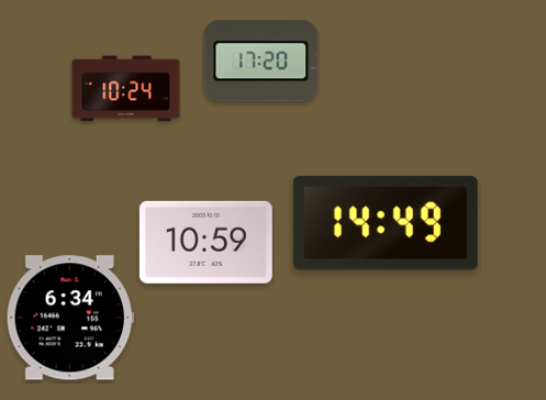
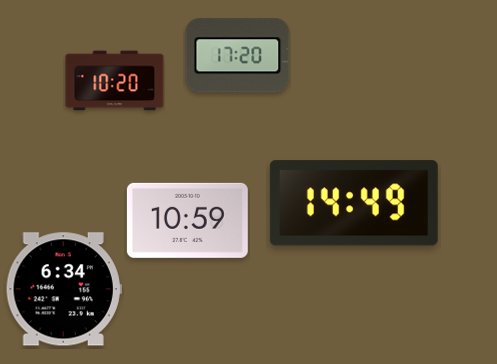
clock at (126, 89): 10:24 -> 10:20
clock at (386, 223) position: (386, 223) -> (354, 203)
